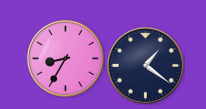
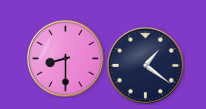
clock at (65, 58): 8:35 -> 8:30
